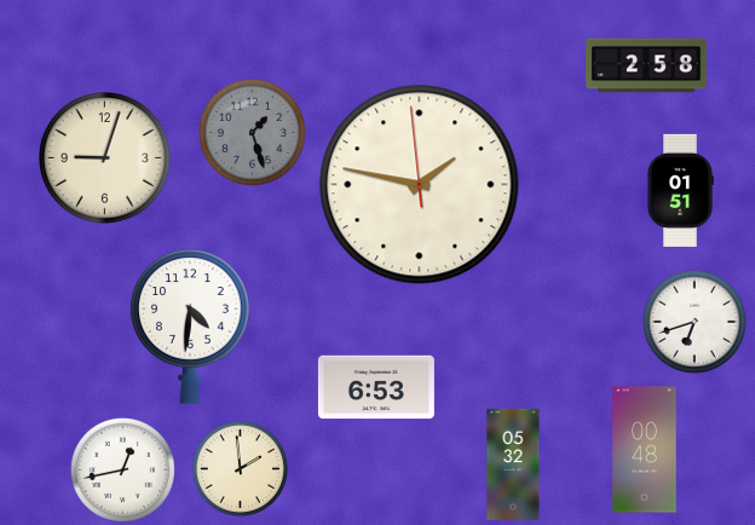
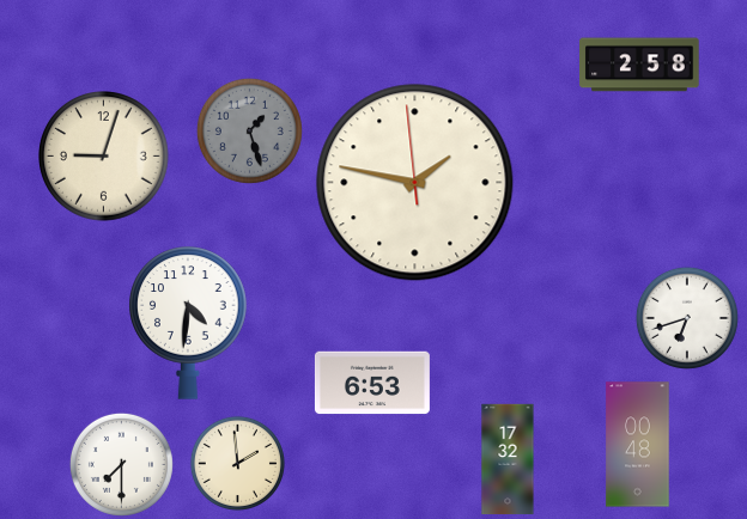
clock at (680, 190): 01:51 -> none
clock at (513, 465): 05:32 -> 17:32
clock at (122, 469): 12:43 -> 7:30
